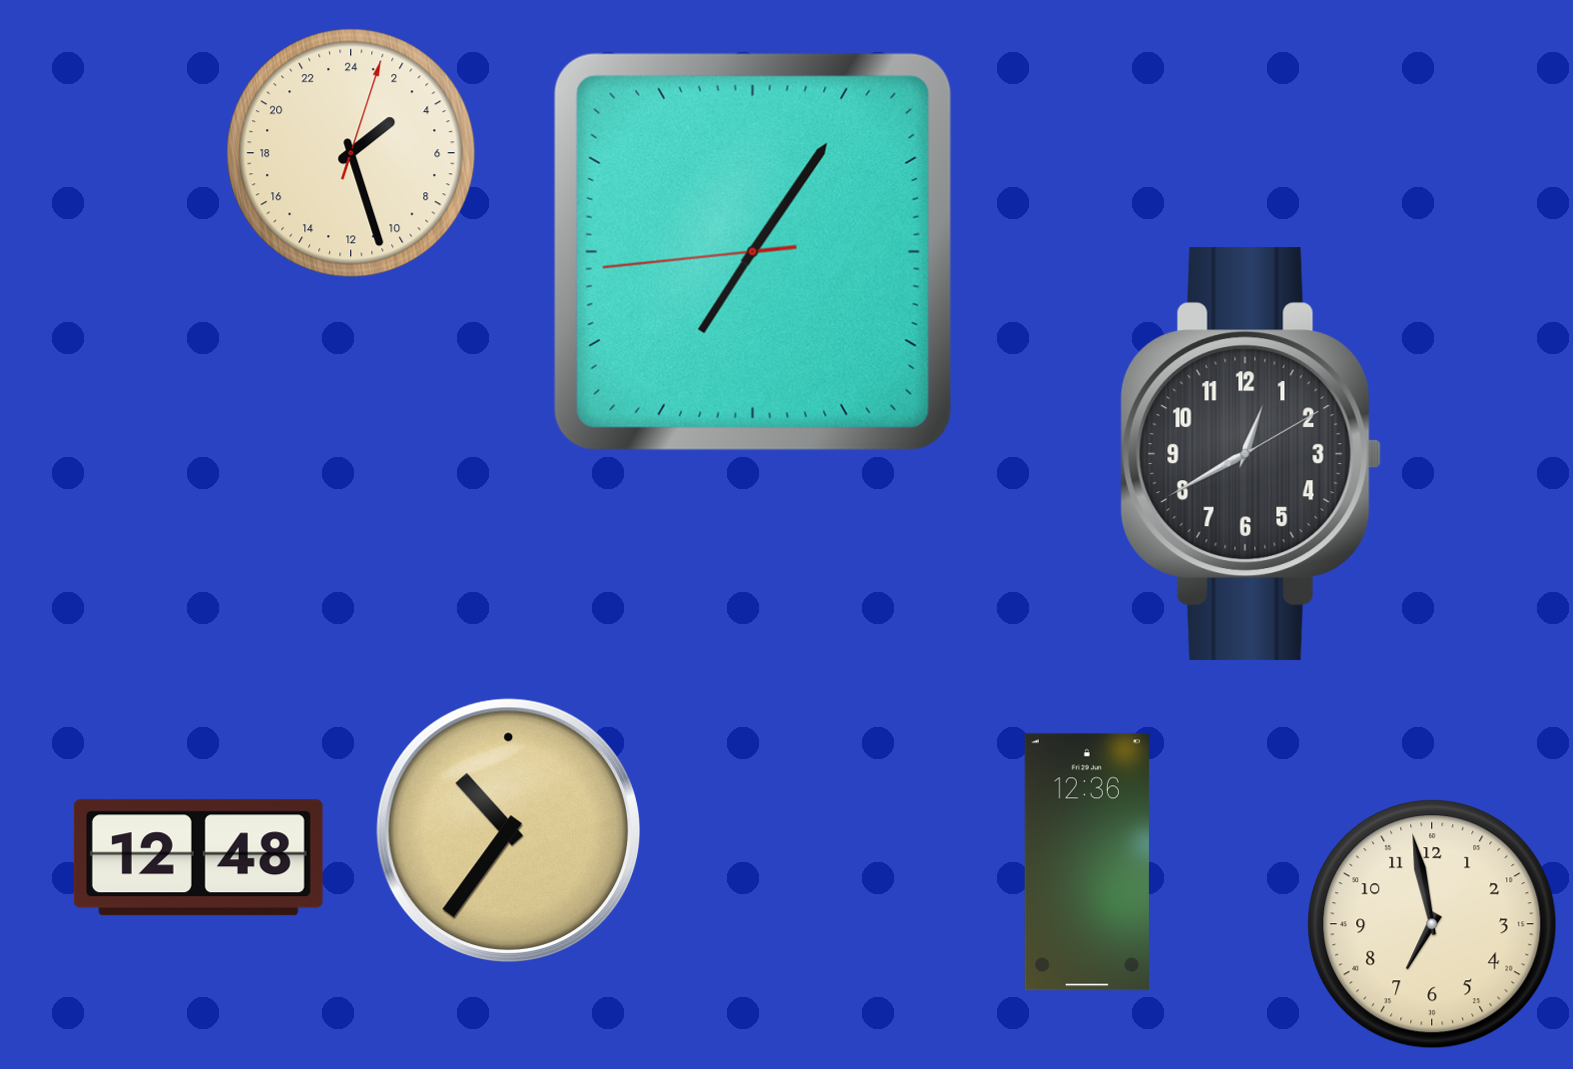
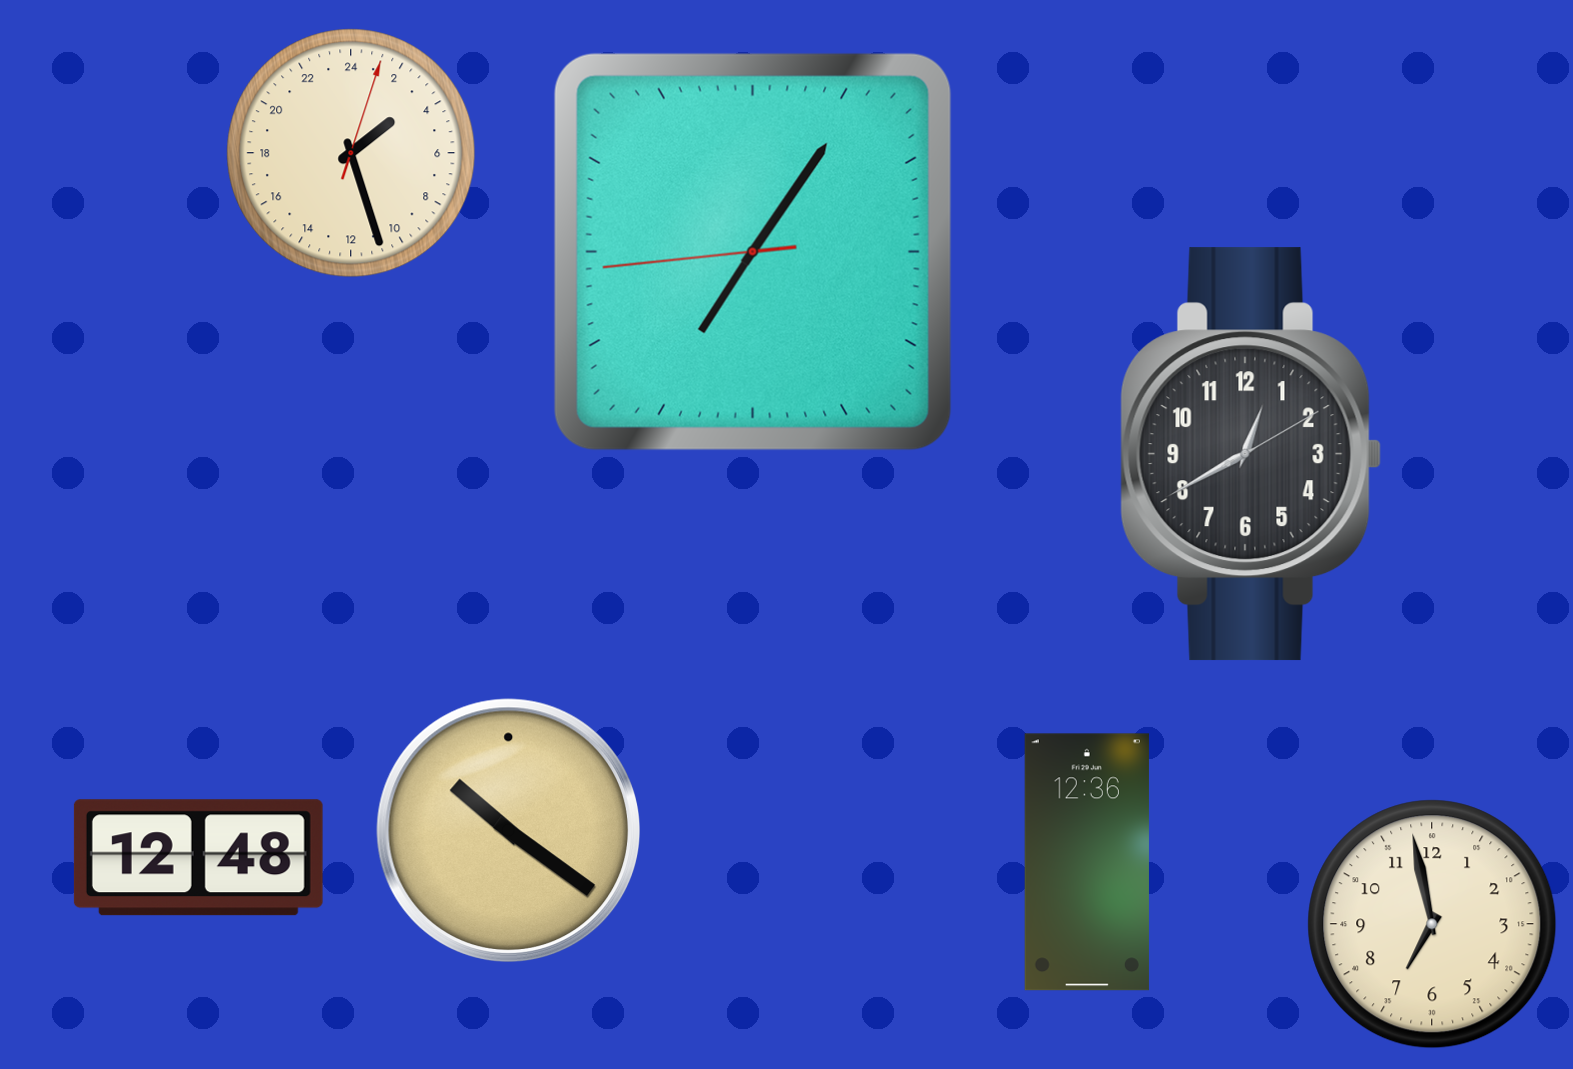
clock at (508, 830): 10:36 -> 10:21
